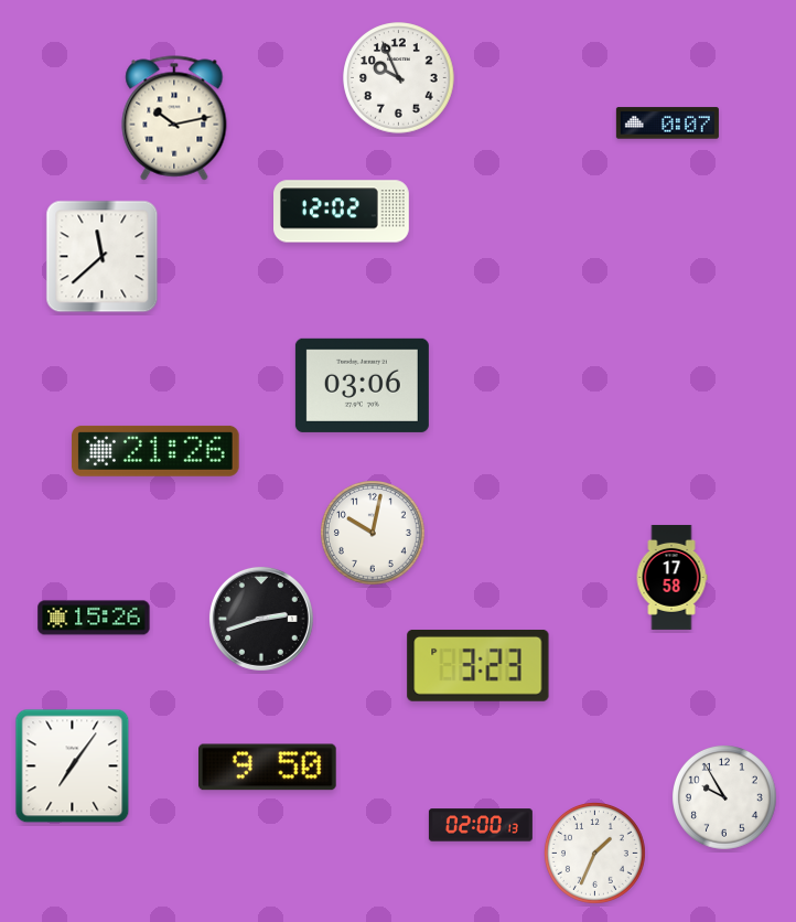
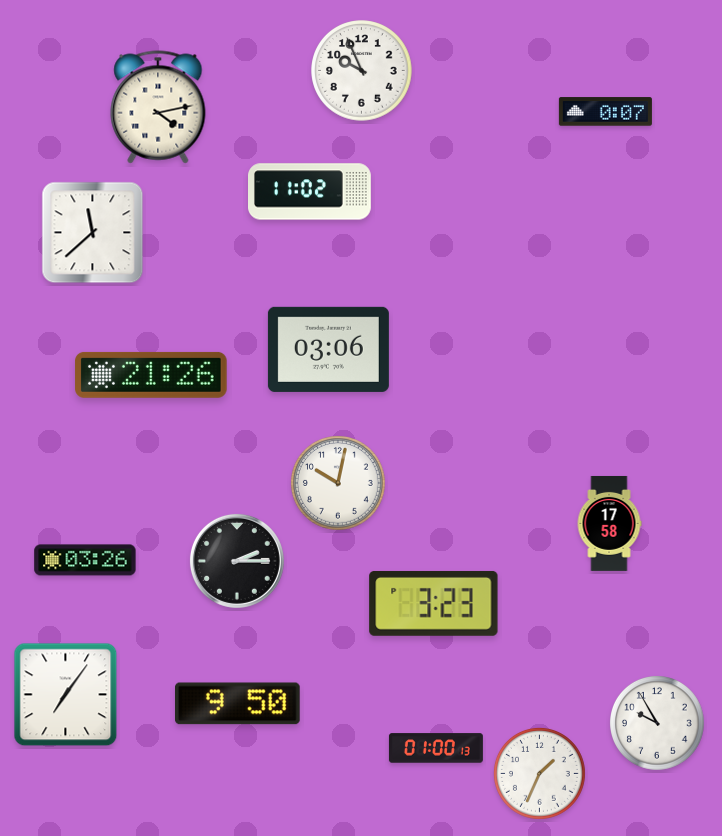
clock at (174, 118): 10:13 -> 4:13
clock at (342, 212): 12:02 -> 11:02
clock at (155, 451) position: (155, 451) -> (151, 375)
clock at (94, 618): 15:26 -> 03:26
clock at (261, 619): 2:42 -> 2:15
clock at (268, 768) position: (268, 768) -> (238, 704)
clock at (481, 825): 02:00 -> 01:00
